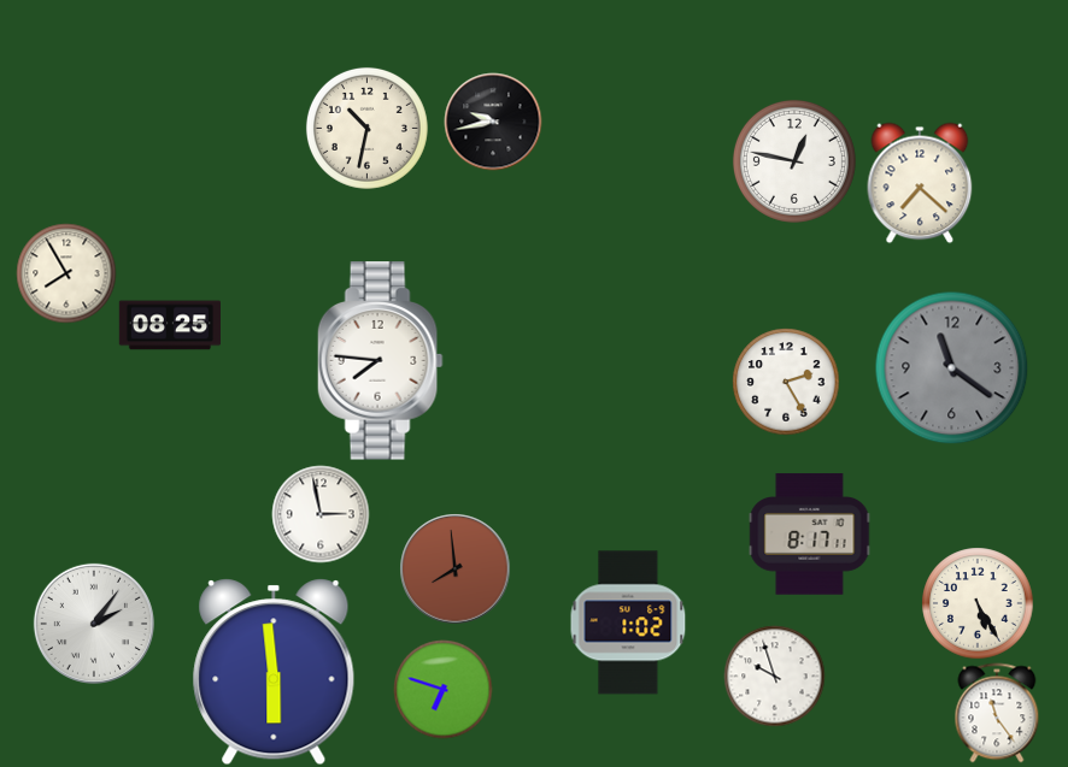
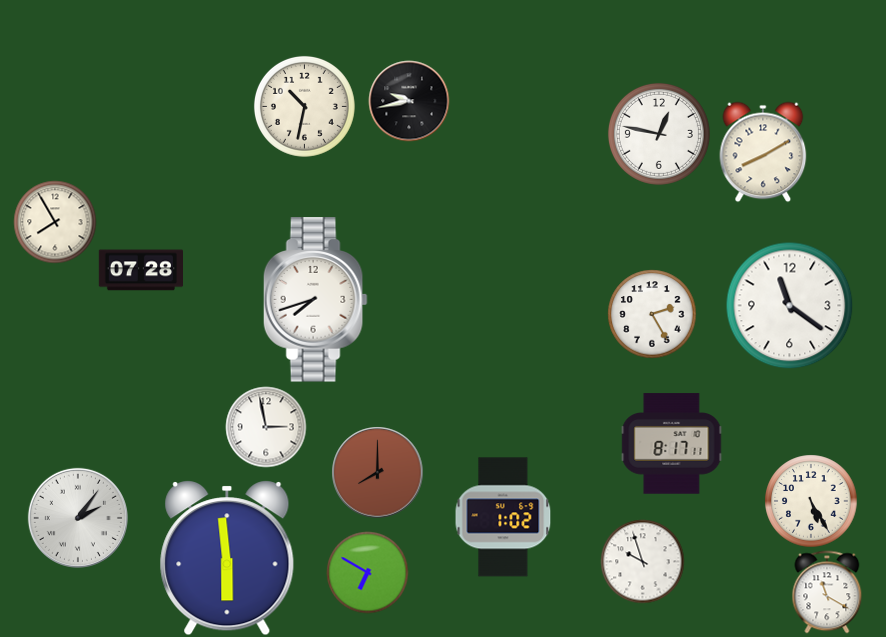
clock at (920, 183): 7:22 -> 8:10
clock at (66, 273) position: (66, 273) -> (55, 222)
clock at (169, 325): 08:25 -> 07:28
clock at (380, 361): 7:46 -> 7:42
clock at (951, 367) dial: grey -> white
clock at (786, 382) position: (786, 382) -> (652, 314)
clock at (454, 568): 7:59 -> 8:00
clock at (628, 623) position: (628, 623) -> (503, 517)
clock at (442, 689): 6:48 -> 6:50
clock at (997, 713): 11:24 -> 11:20
